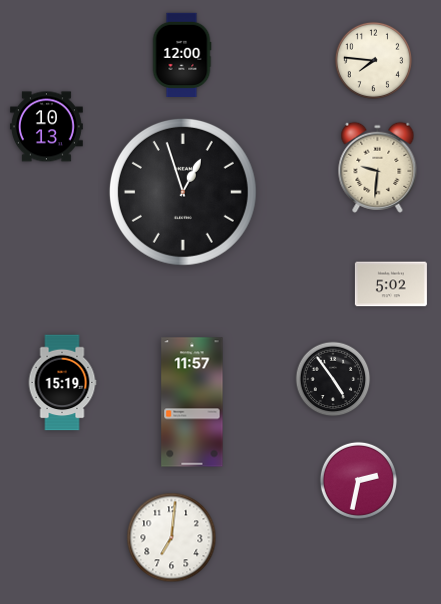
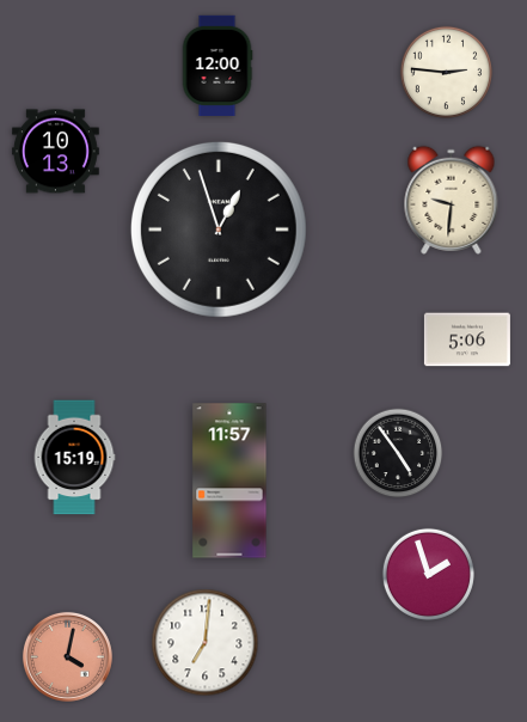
clock at (373, 60): 7:46 -> 2:46
clock at (391, 284): 5:02 -> 5:06
clock at (358, 480): 2:32 -> 1:57
clock at (67, 656): none -> 4:02
